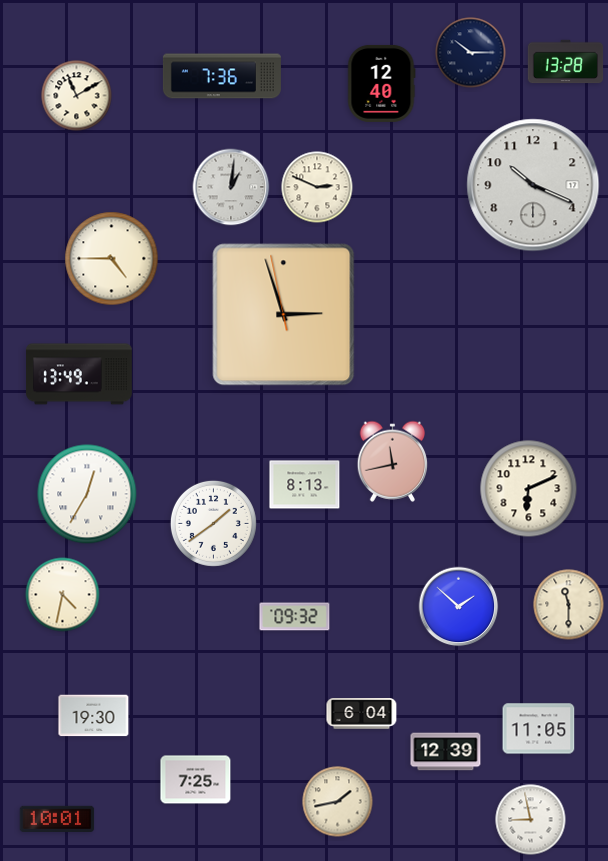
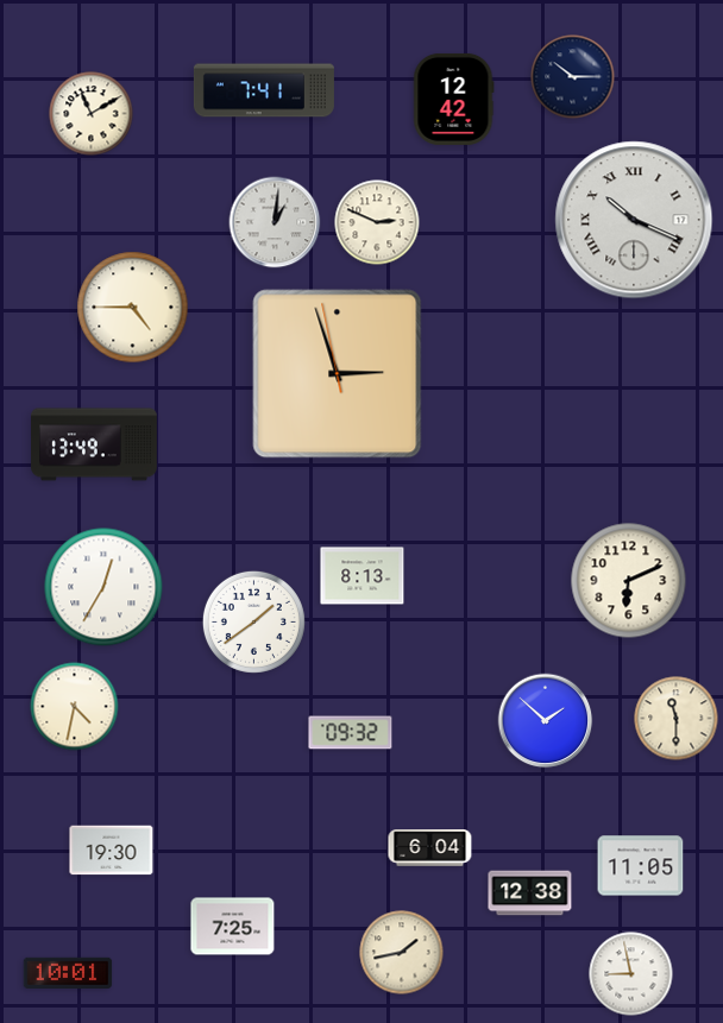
clock at (471, 53) position: (471, 53) -> (573, 77)
clock at (566, 62): 13:28 -> none
clock at (222, 76): 7:36 -> 7:41
clock at (382, 83): 12:40 -> 12:42
clock at (533, 185) numerals: Arabic -> Roman
clock at (392, 461): 11:43 -> none
clock at (446, 752): 12:39 -> 12:38
